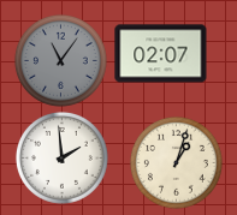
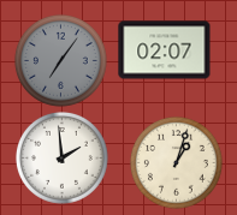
clock at (161, 54) position: (161, 54) -> (165, 50)
clock at (60, 60): 11:06 -> 7:06
